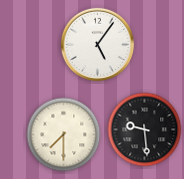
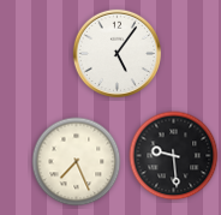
clock at (64, 135): 7:30 -> 7:26
